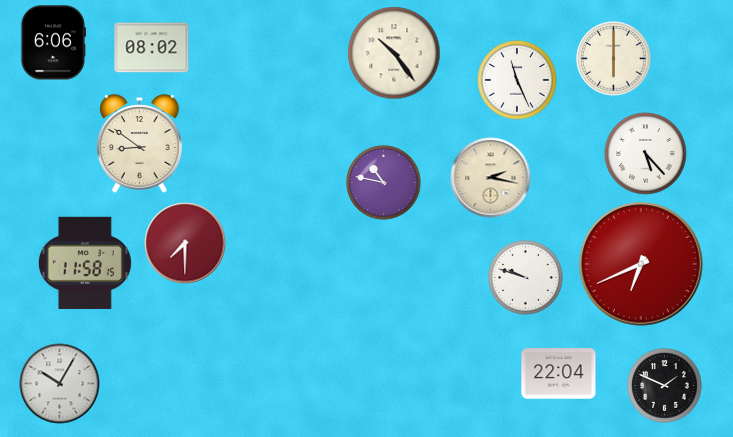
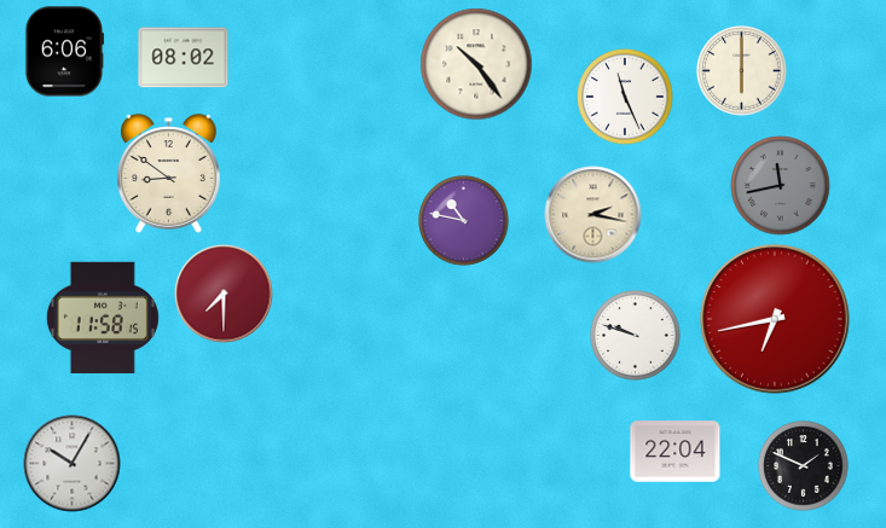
clock at (646, 154): 5:23 -> 11:43
clock at (646, 154) dial: white -> grey
clock at (641, 264): 6:41 -> 6:43
